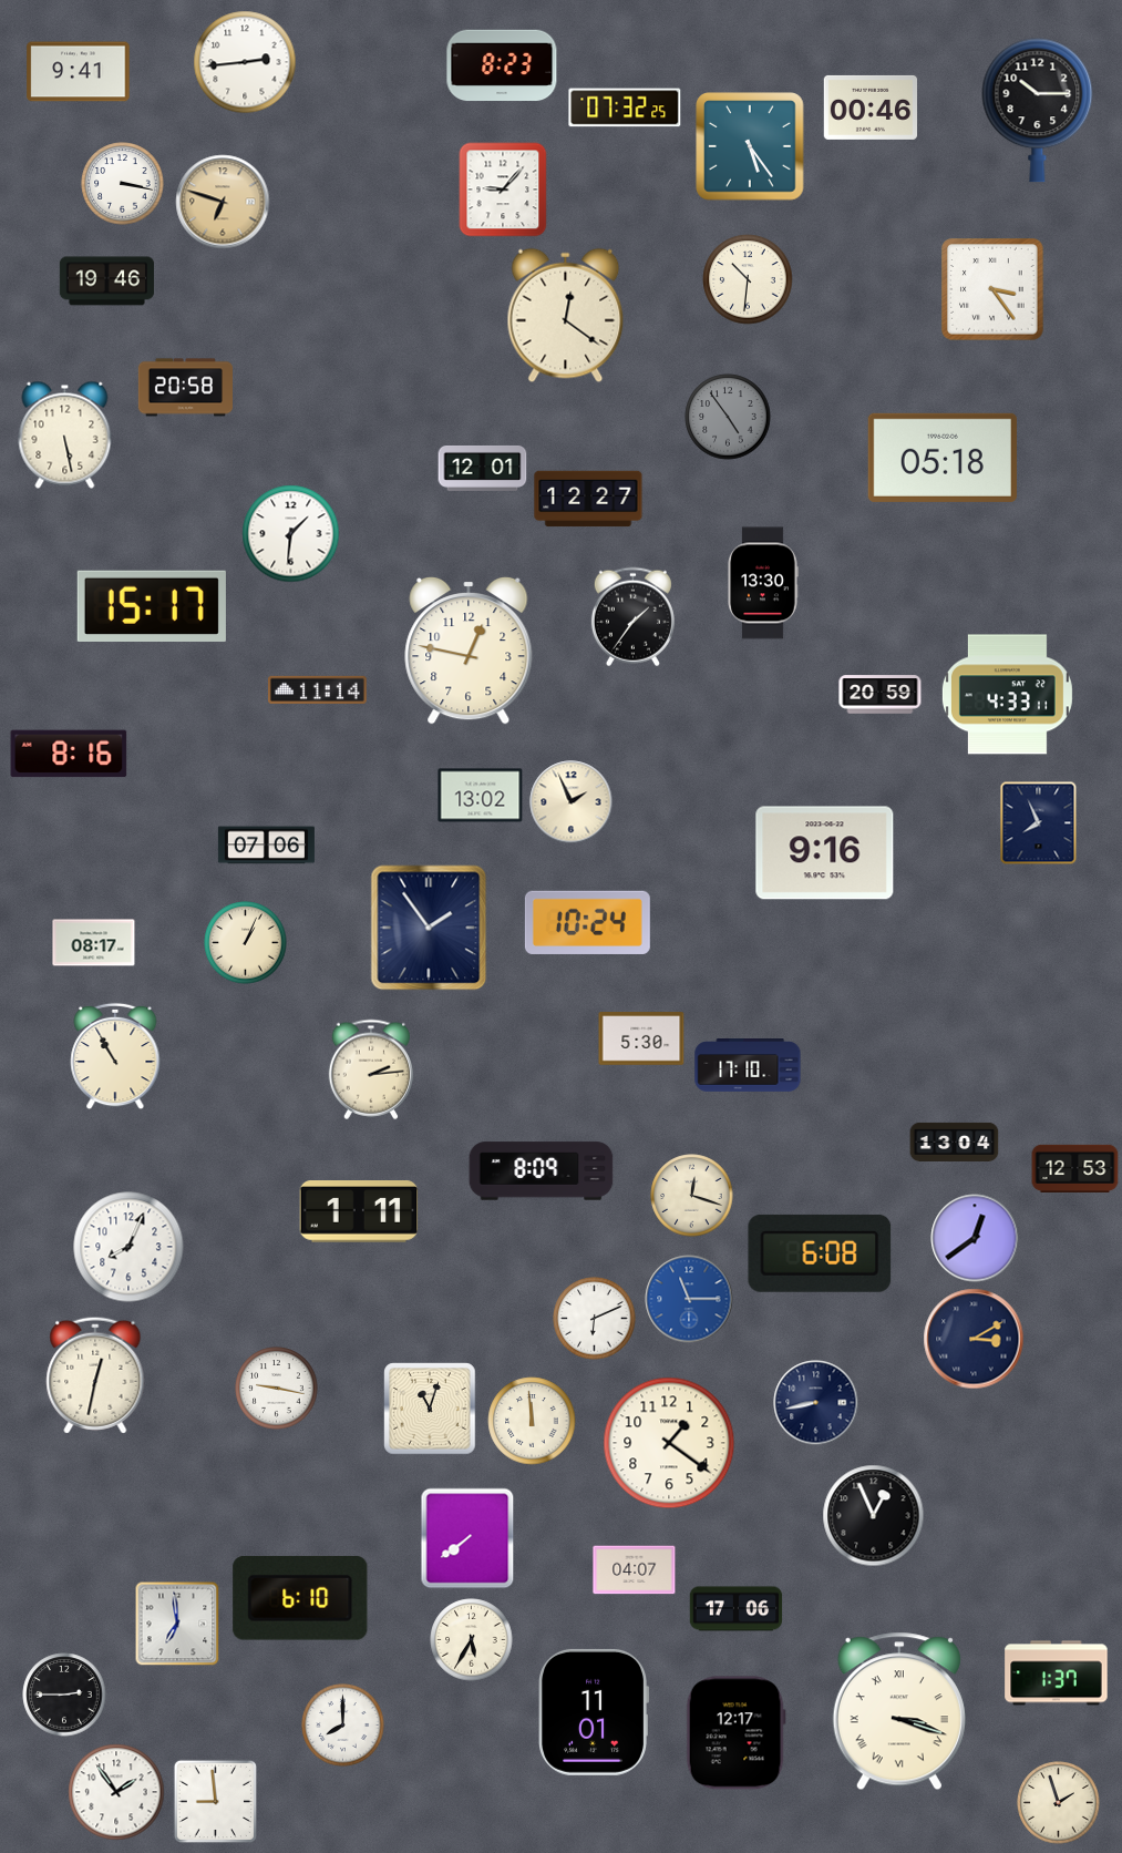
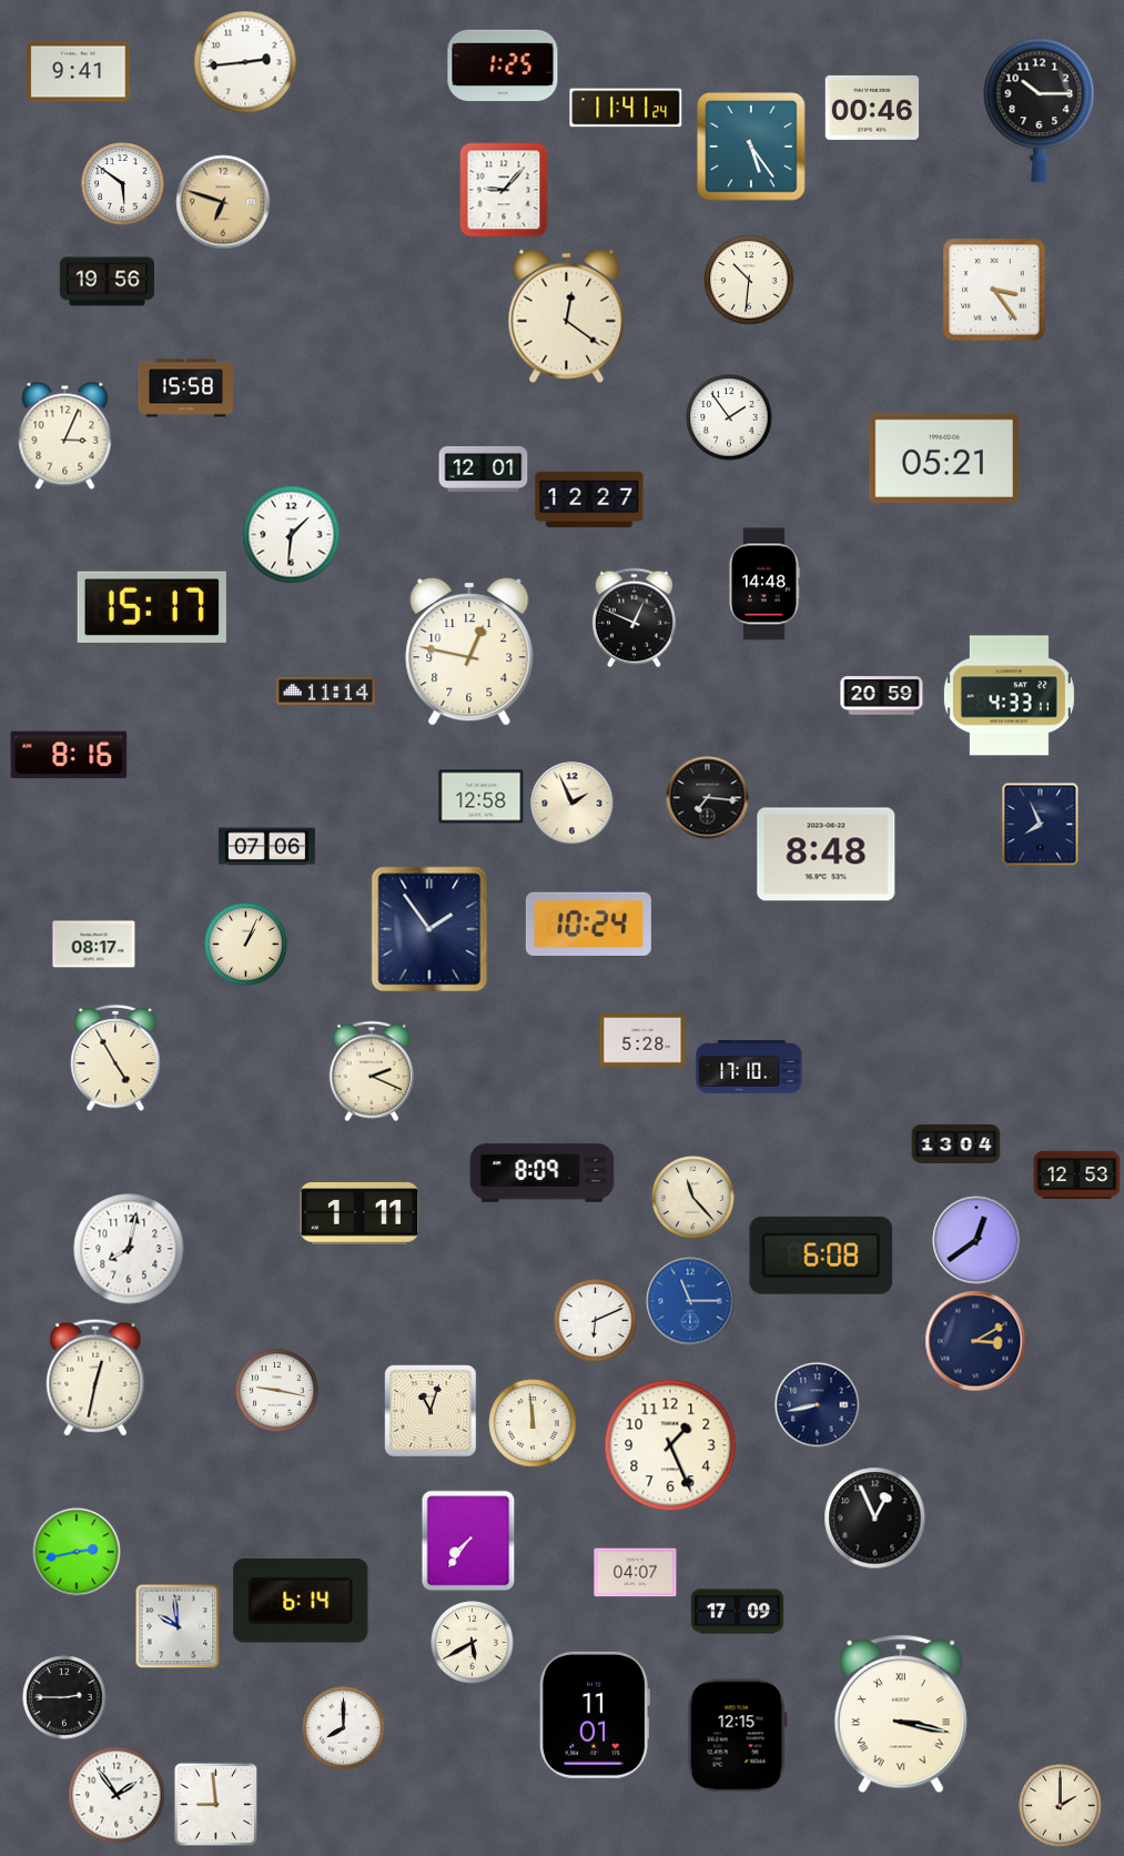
clock at (502, 65): 8:23 -> 1:25
clock at (625, 108): 07:32 -> 11:41
clock at (123, 184): 3:17 -> 5:51
clock at (106, 281): 19:46 -> 19:56
clock at (185, 388): 20:58 -> 15:58
clock at (728, 417): 4:54 -> 1:54
clock at (728, 417) dial: grey -> white
clock at (65, 434): 5:28 -> 3:04
clock at (943, 458): 05:18 -> 05:21
clock at (763, 583): 13:30 -> 14:48
clock at (632, 617): 1:36 -> 12:49
clock at (317, 689) position: (317, 689) -> (325, 690)
clock at (481, 796): 13:02 -> 12:58
clock at (708, 798): none -> 7:16
clock at (825, 853): 9:16 -> 8:48
clock at (641, 1038): 5:30 -> 5:28
clock at (115, 1056): 10:55 -> 4:55
clock at (370, 1069): 2:14 -> 2:19
clock at (1075, 1168) position: (1075, 1168) -> (1077, 1174)
clock at (692, 1196): 12:18 -> 11:23
clock at (128, 1247): 8:04 -> 8:02
clock at (669, 1443): 1:21 -> 1:26
clock at (467, 1538): 7:39 -> 7:36
clock at (77, 1552): none -> 2:43
clock at (300, 1598): 6:10 -> 6:14
clock at (737, 1609): 17:06 -> 17:09
clock at (177, 1624): 6:59 -> 9:59
clock at (472, 1640): 5:35 -> 5:40
clock at (1057, 1673): 1:37 -> none
clock at (899, 1711): 3:18 -> 3:17
clock at (735, 1733): 12:17 -> 12:15
clock at (1059, 1803): 1:57 -> 2:00
